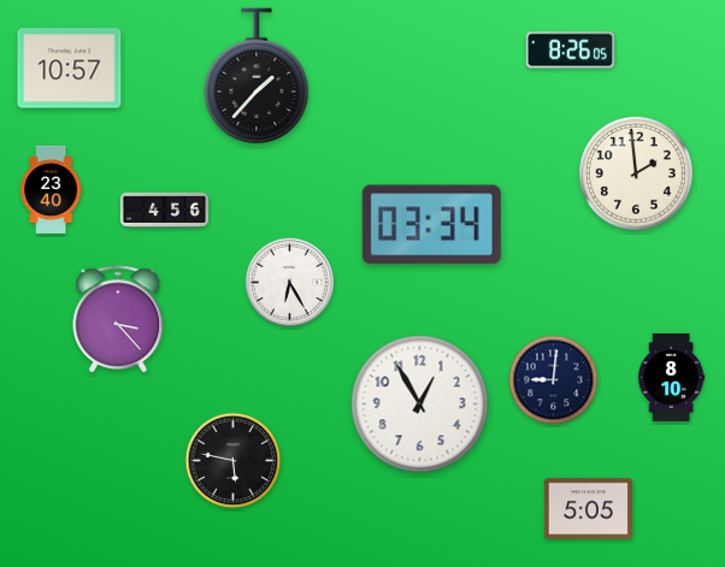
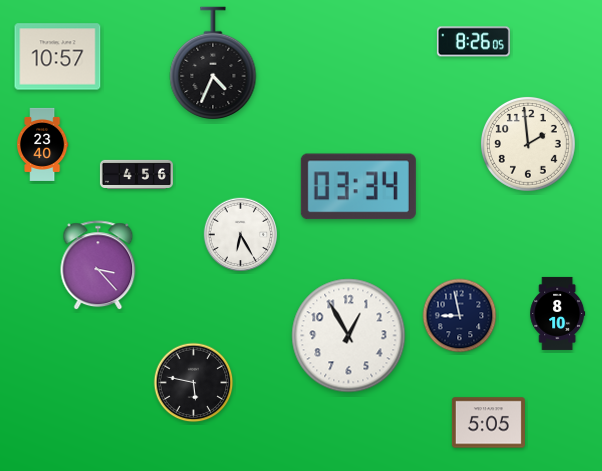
clock at (257, 76): 1:37 -> 4:34
clock at (51, 189) position: (51, 189) -> (42, 144)
clock at (554, 380): 9:01 -> 8:58
